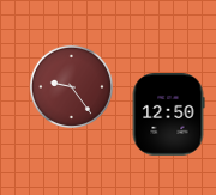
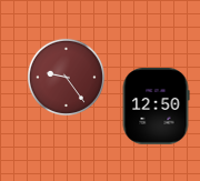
clock at (71, 86) position: (71, 86) -> (66, 77)
